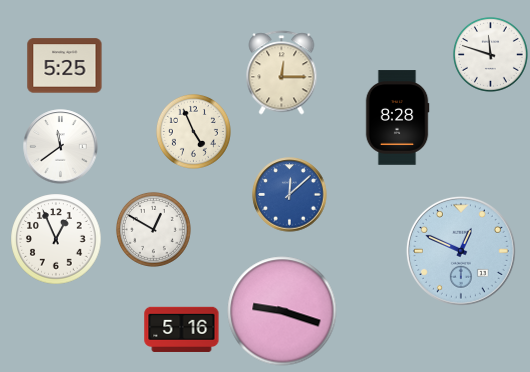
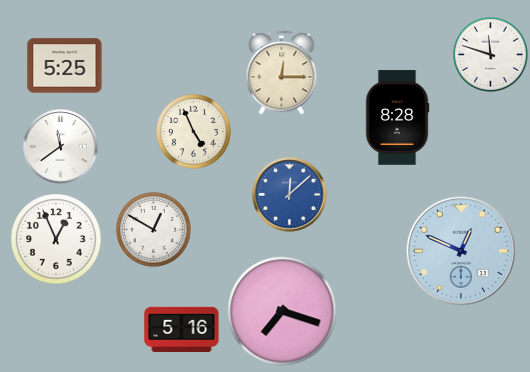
clock at (282, 311): 9:18 -> 7:18
